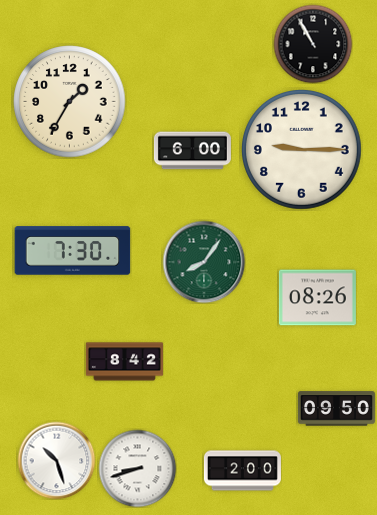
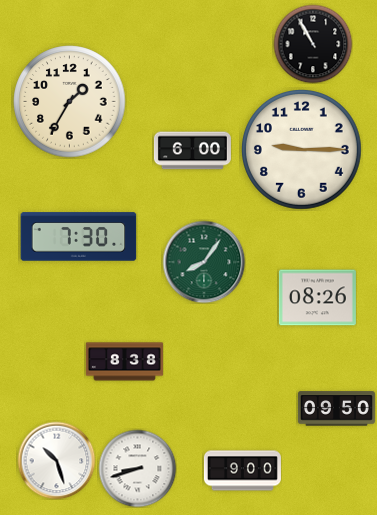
clock at (73, 251) position: (73, 251) -> (79, 237)
clock at (124, 362): 8:42 -> 8:38
clock at (242, 471): 2:00 -> 9:00
